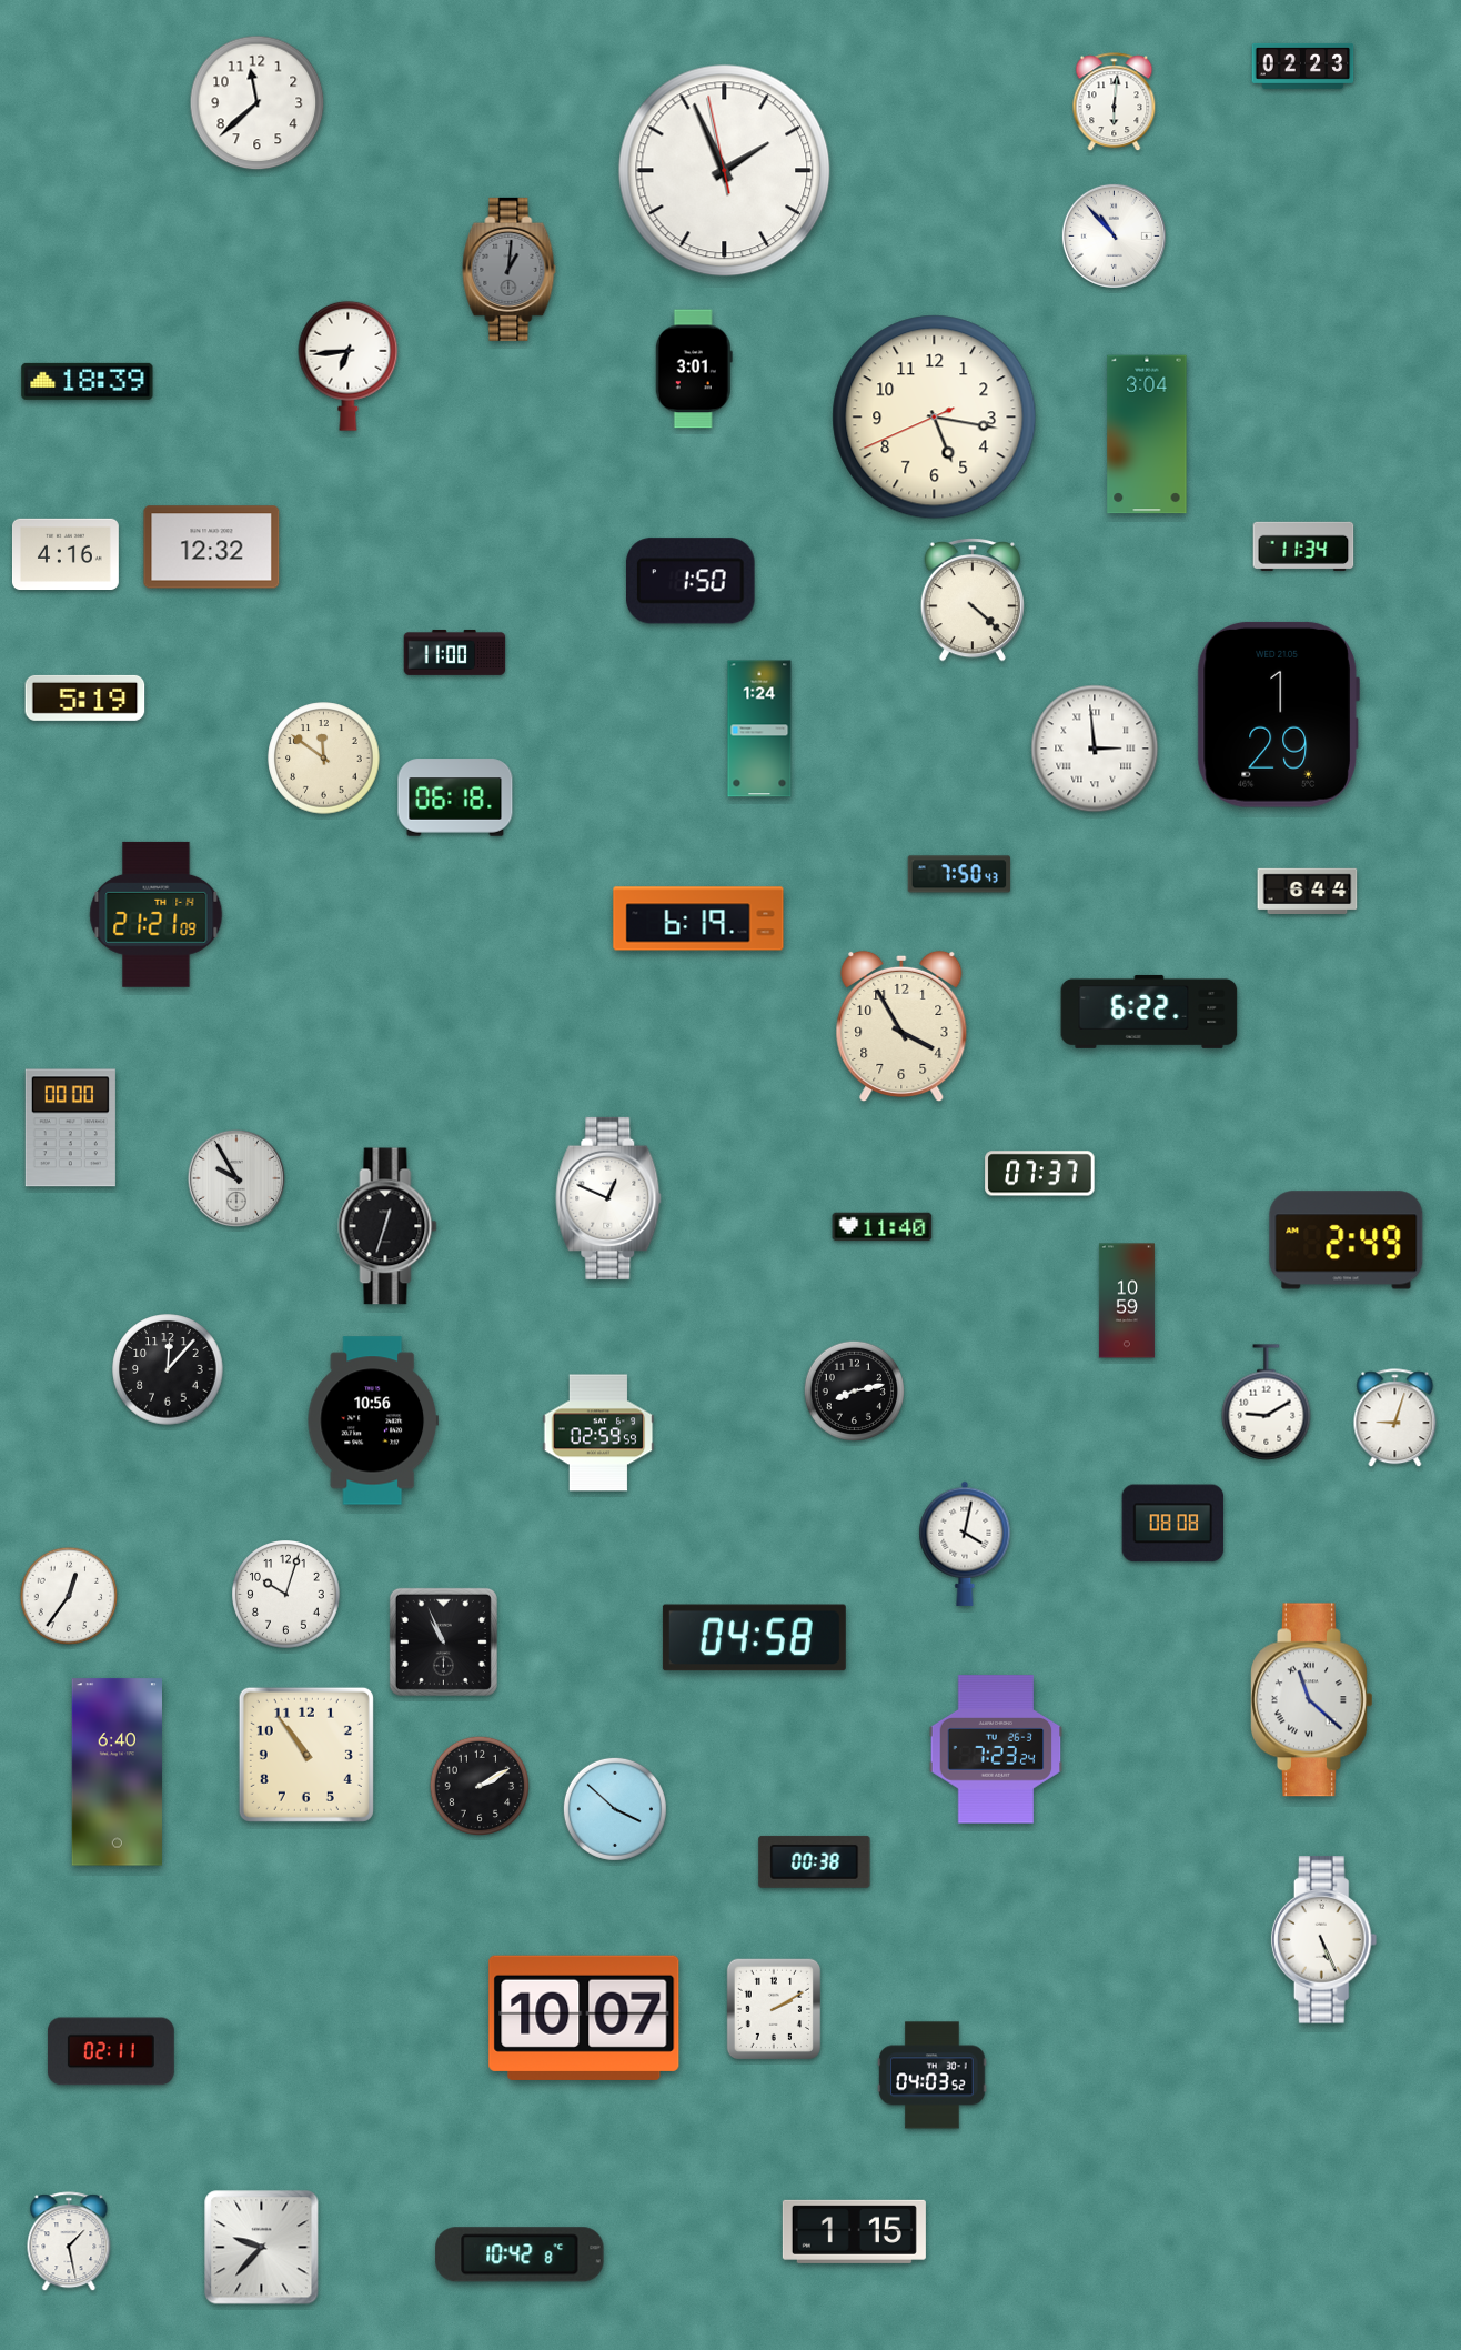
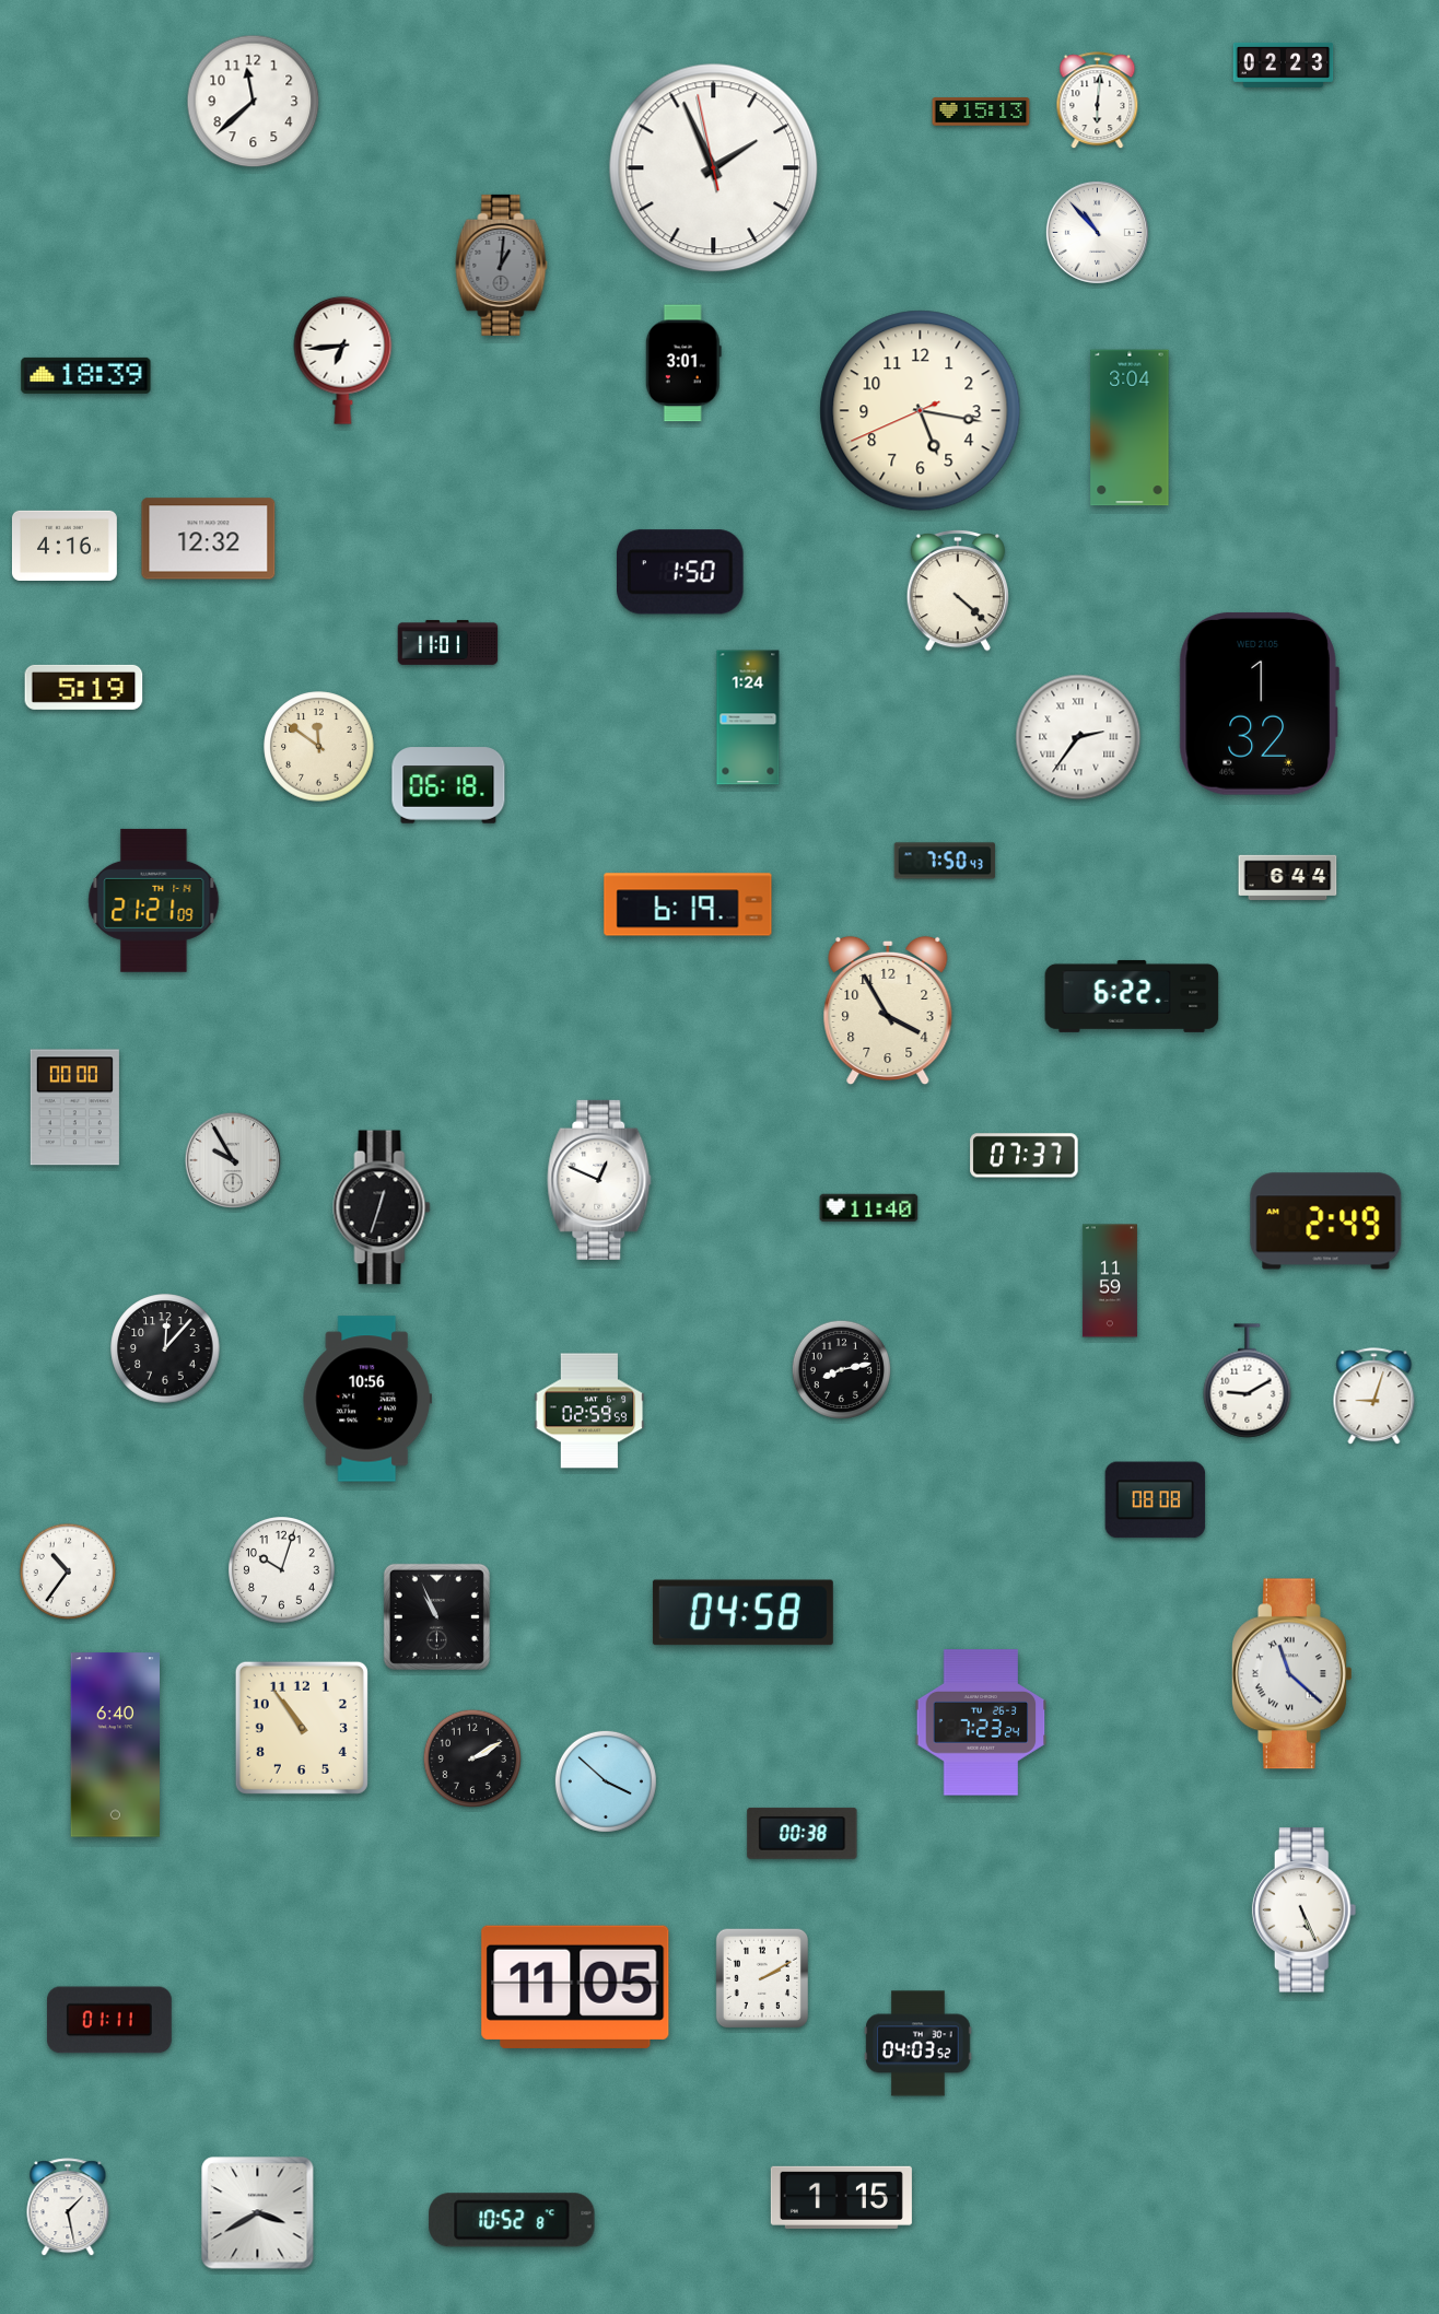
clock at (981, 112): none -> 15:13
clock at (1303, 546): 11:34 -> none
clock at (455, 652): 11:00 -> 11:01
clock at (1278, 714): 1:29 -> 1:32
clock at (1095, 749): 2:59 -> 2:36
clock at (70, 1128) position: (70, 1128) -> (74, 1108)
clock at (1127, 1300): 10:59 -> 11:59
clock at (965, 1544): 4:02 -> none
clock at (69, 1596): 12:36 -> 10:36
clock at (584, 2018): 10:07 -> 11:05
clock at (111, 2051): 02:11 -> 01:11
clock at (262, 2248): 9:37 -> 3:40
clock at (520, 2254): 10:42 -> 10:52
